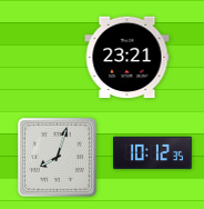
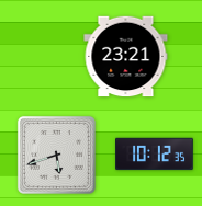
clock at (153, 153) position: (153, 153) -> (155, 154)
clock at (57, 157): 8:03 -> 5:42
